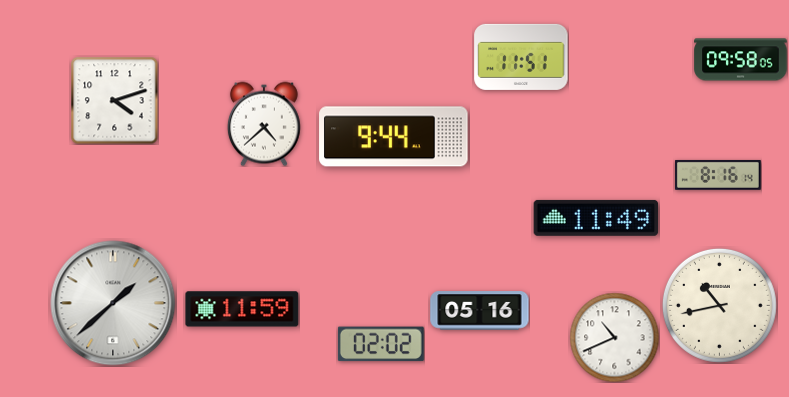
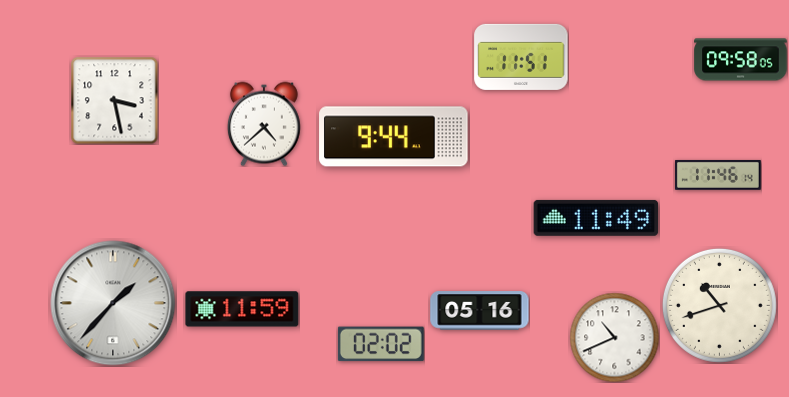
clock at (114, 100): 4:12 -> 3:28
clock at (718, 175): 8:16 -> 11:46
clock at (113, 303): 1:38 -> 1:37
clock at (719, 305): 10:43 -> 10:42
